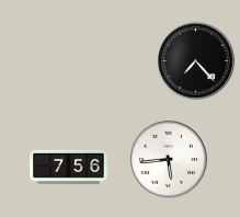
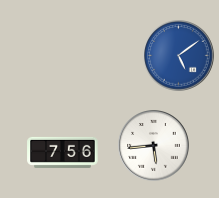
clock at (196, 61): 7:23 -> 5:09
clock at (196, 61) dial: black -> blue
